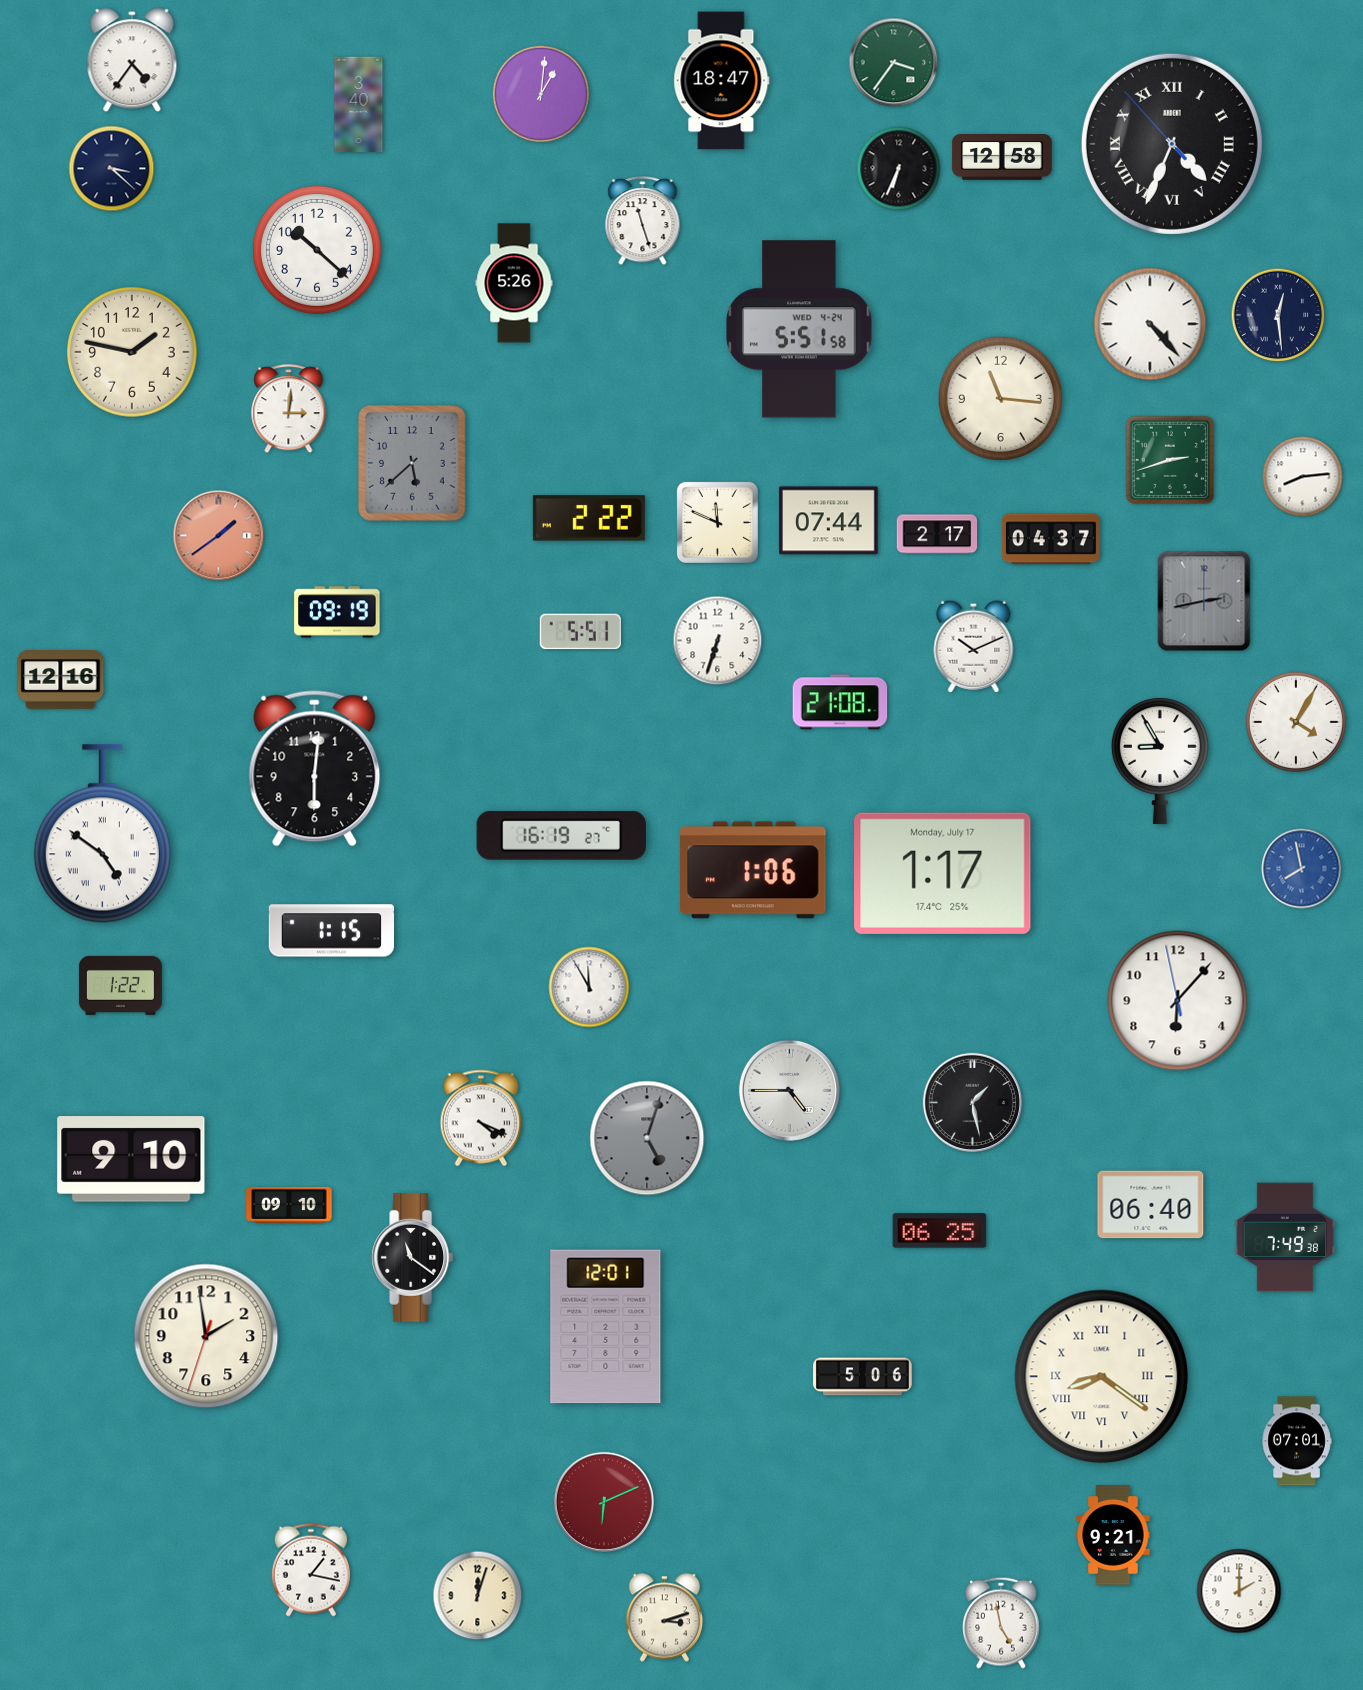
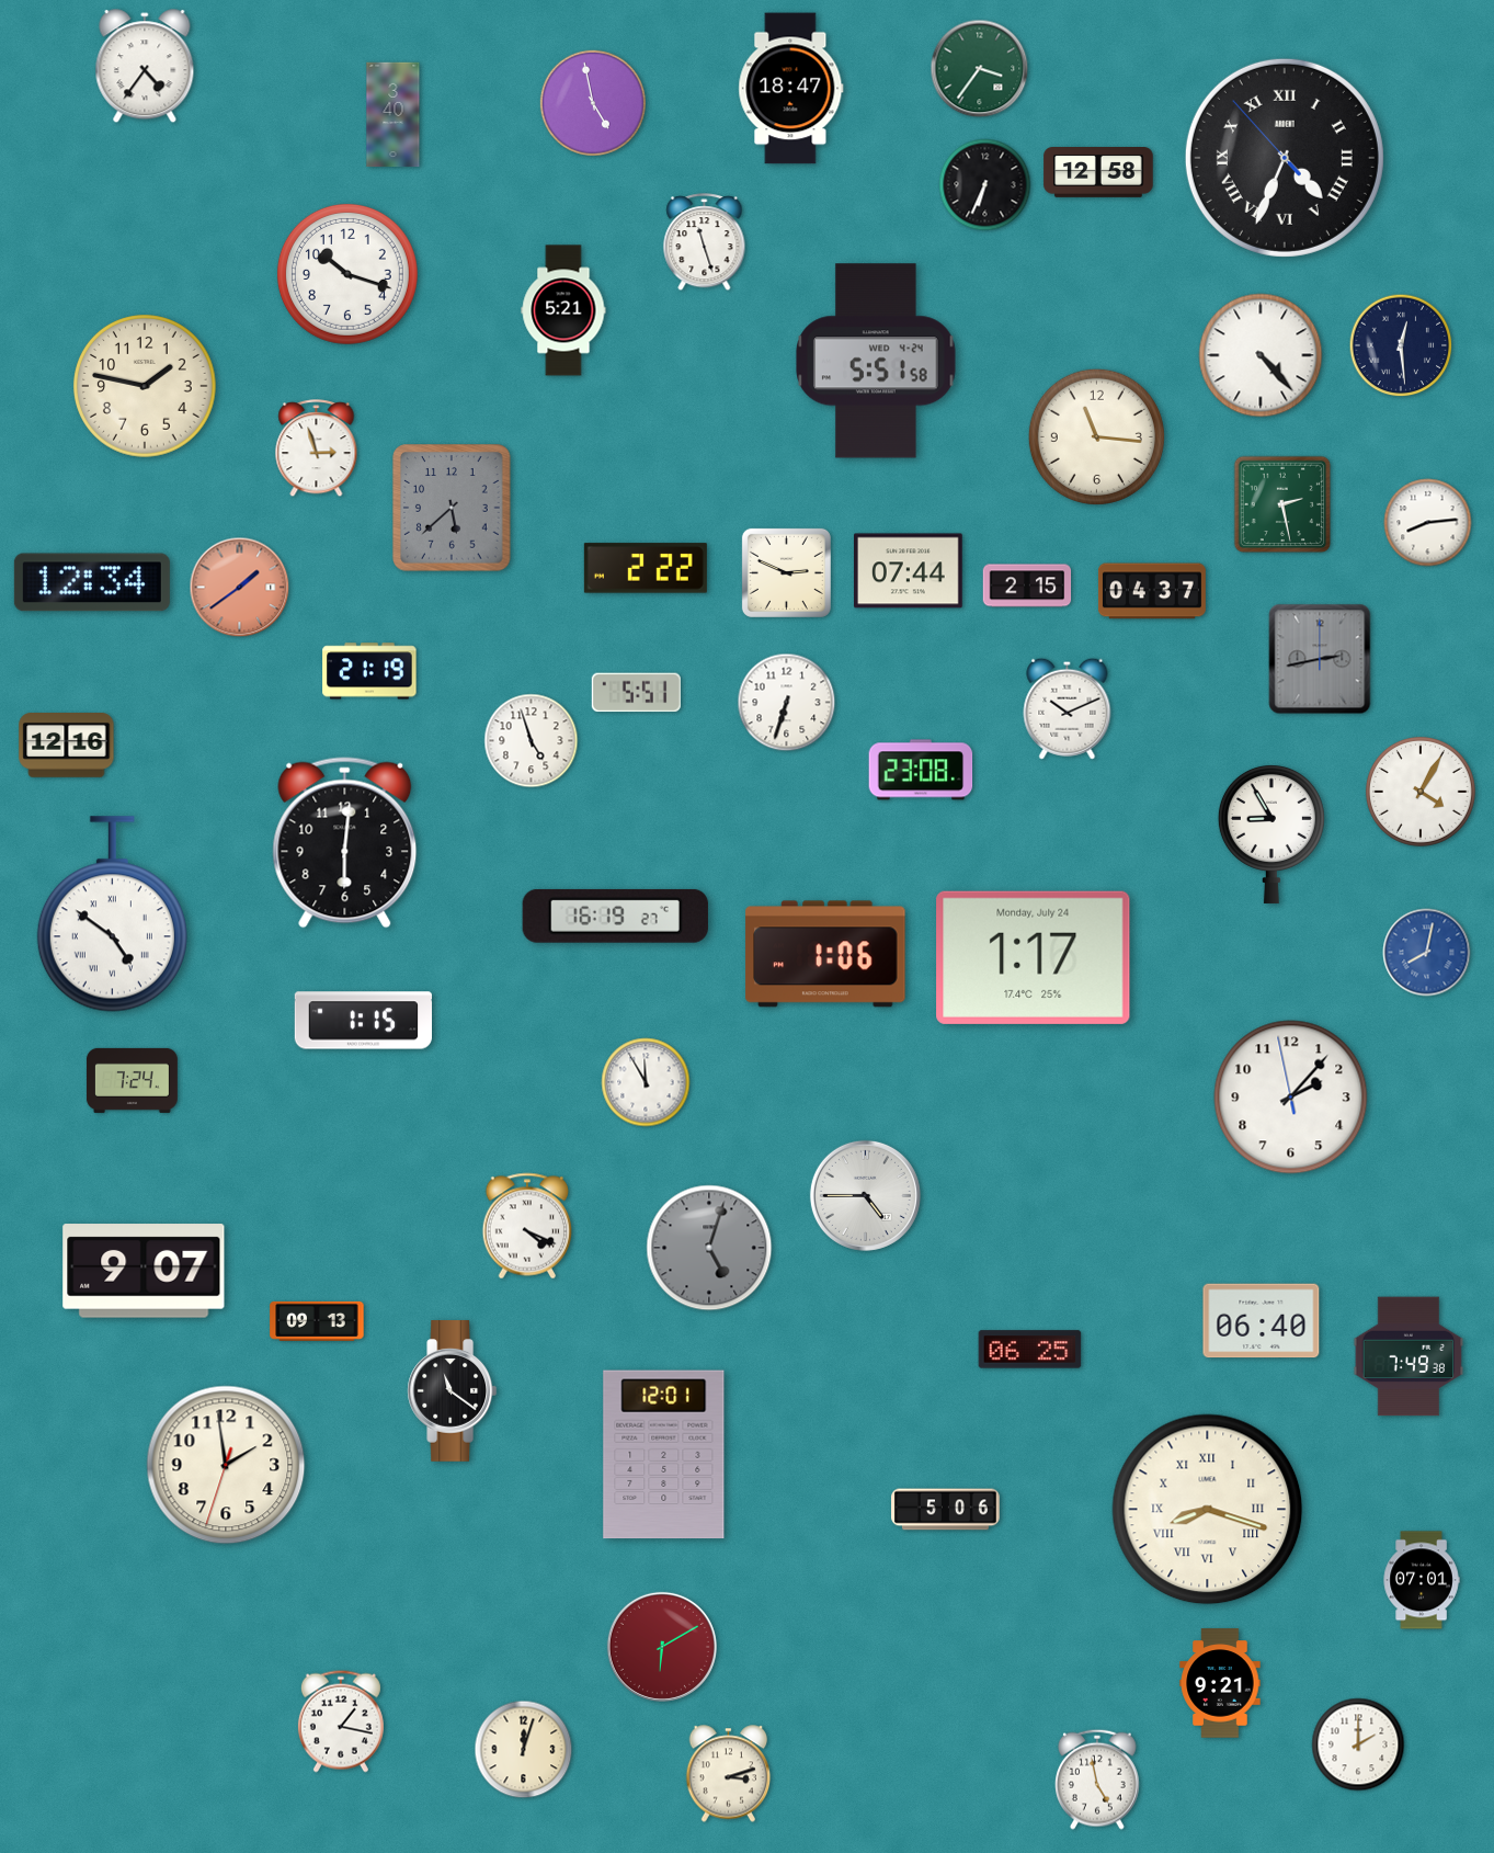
clock at (541, 94): 1:01 -> 4:58
clock at (112, 169): 3:22 -> none
clock at (317, 250): 10:22 -> 10:18
clock at (514, 283): 5:26 -> 5:21
clock at (289, 409): 3:01 -> 2:57
clock at (1170, 460): 2:42 -> 2:28
clock at (717, 522): 11:49 -> 2:49
clock at (92, 582): none -> 12:34
clock at (937, 534): 2:17 -> 2:15
clock at (337, 612): 09:19 -> 21:19
clock at (532, 741): none -> 4:57
clock at (840, 702): 21:08 -> 23:08
clock at (1302, 869): 7:58 -> 8:02
clock at (943, 873) date: Monday, July 17 -> Monday, July 24
clock at (120, 985): 1:22 -> 7:24
clock at (1178, 1001): 6:06 -> 2:06
clock at (972, 1102): 1:28 -> none
clock at (131, 1159): 9:10 -> 9:07
clock at (289, 1205): 09:10 -> 09:13
clock at (413, 1258) position: (413, 1258) -> (453, 1391)
clock at (1102, 1377): 8:21 -> 8:18
clock at (604, 1502): 6:11 -> 6:10
